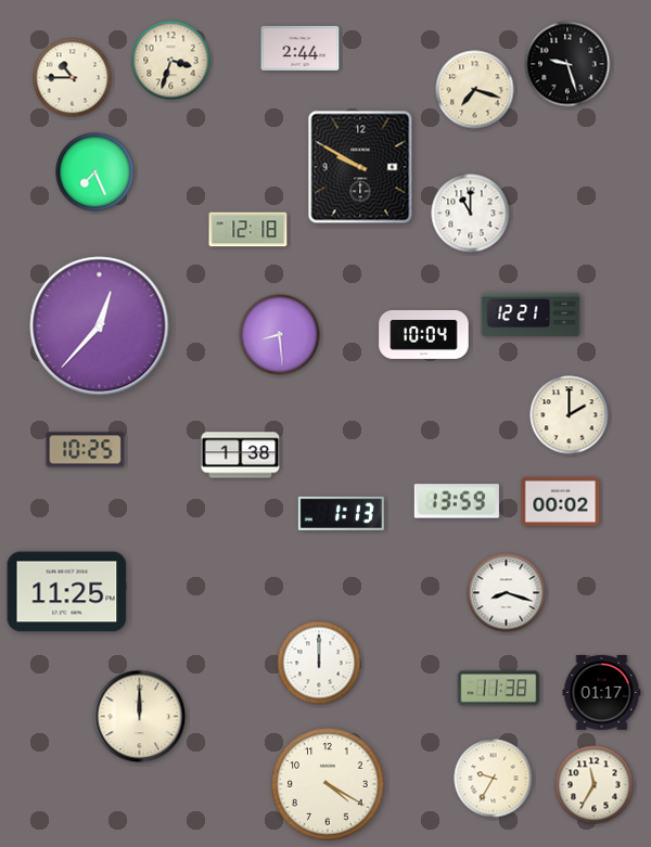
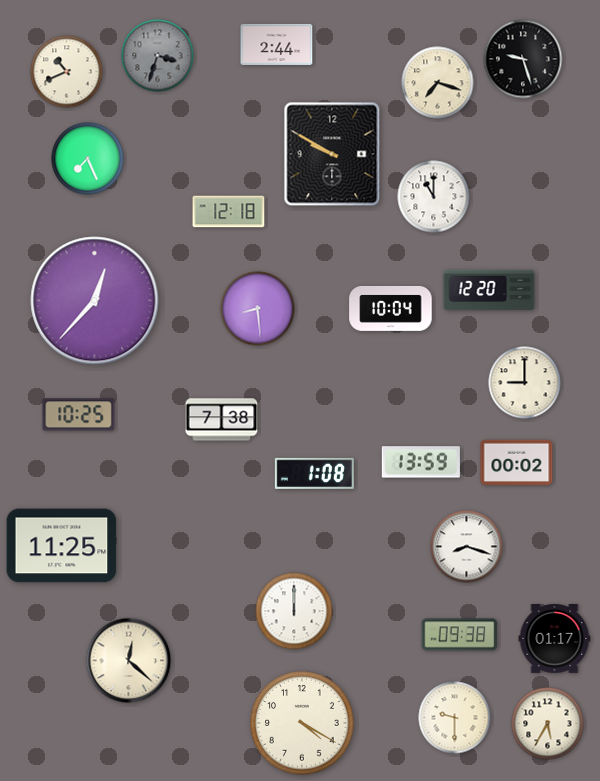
clock at (171, 61) dial: cream -> grey
clock at (73, 78): 10:45 -> 10:41
clock at (531, 315): 12:21 -> 12:20
clock at (100, 326) position: (100, 326) -> (95, 301)
clock at (570, 415): 2:00 -> 9:00
clock at (241, 455): 1:38 -> 7:38
clock at (341, 513): 1:13 -> 1:08
clock at (499, 689): 11:38 -> 09:38
clock at (140, 717): 12:00 -> 12:22
clock at (494, 779): 9:35 -> 9:30
clock at (595, 785): 11:35 -> 5:35
